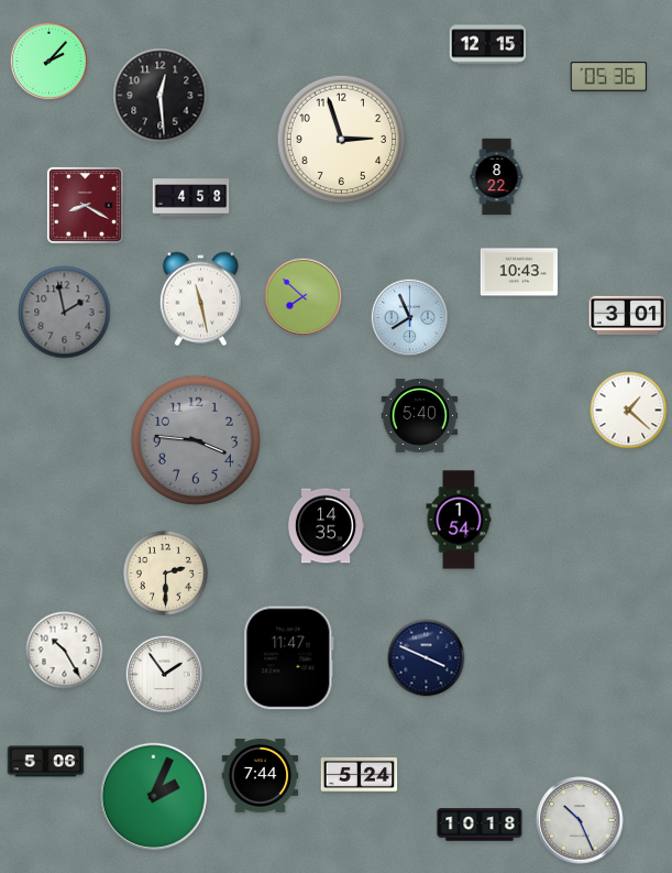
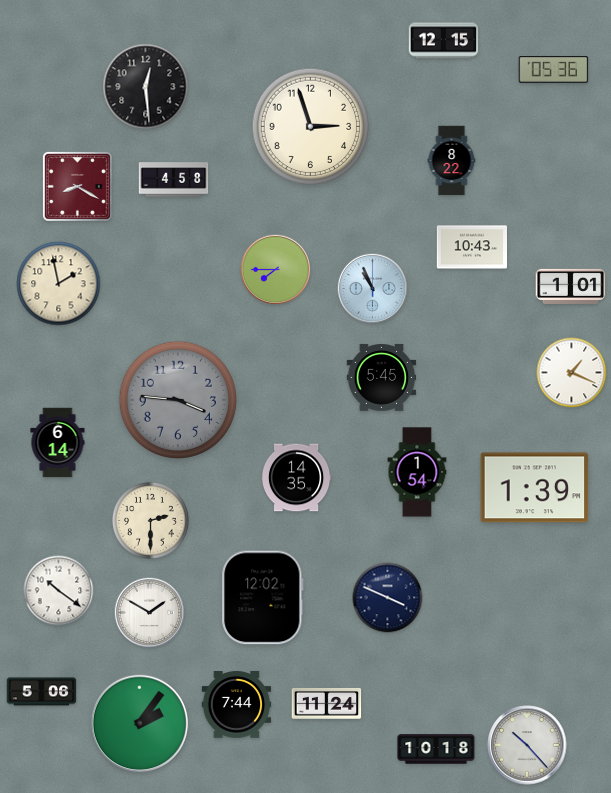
clock at (48, 61): 2:07 -> none
clock at (302, 296): 7:52 -> 7:45
clock at (200, 299): 11:28 -> none
clock at (65, 313) dial: grey -> cream
clock at (628, 315): 3:01 -> 1:01
clock at (409, 317): 7:56 -> 10:56
clock at (629, 411): 1:22 -> 1:19
clock at (420, 415): 5:40 -> 5:45
clock at (58, 443): none -> 6:14
clock at (535, 488): none -> 1:39
clock at (65, 651): 10:25 -> 10:21
clock at (289, 658): 11:47 -> 12:02
clock at (164, 674): 1:54 -> 1:50
clock at (360, 774): 5:24 -> 11:24
clock at (153, 796): 2:04 -> 2:06
clock at (580, 820): 10:26 -> 10:23
